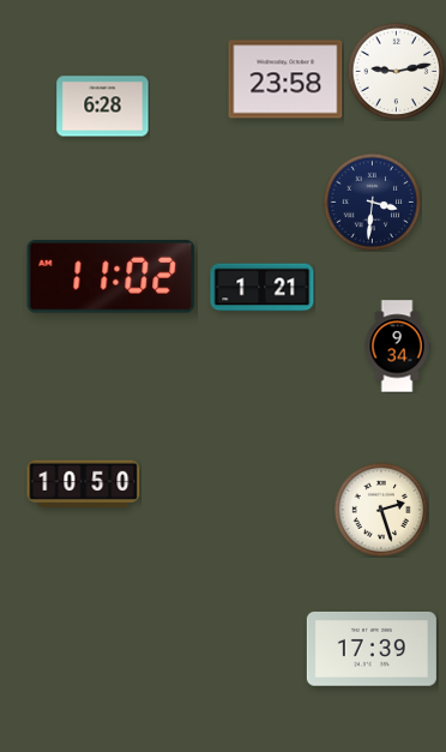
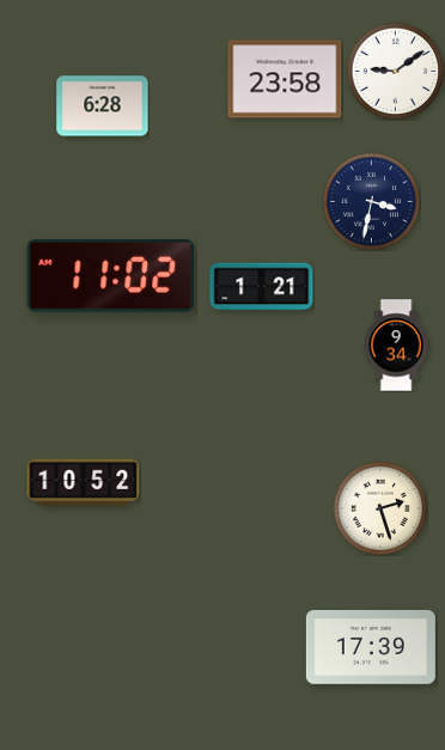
clock at (396, 71): 9:13 -> 9:09
clock at (372, 201): 3:31 -> 3:32
clock at (84, 485): 10:50 -> 10:52
